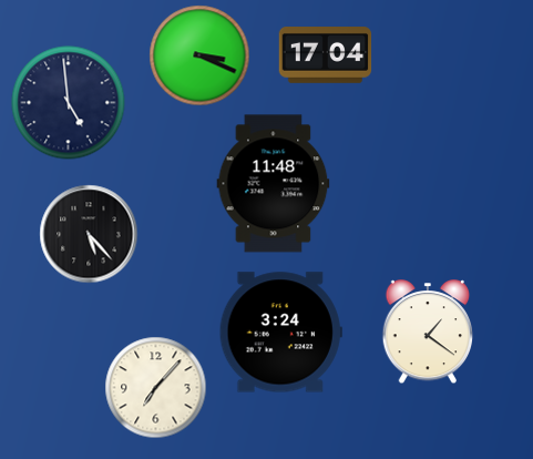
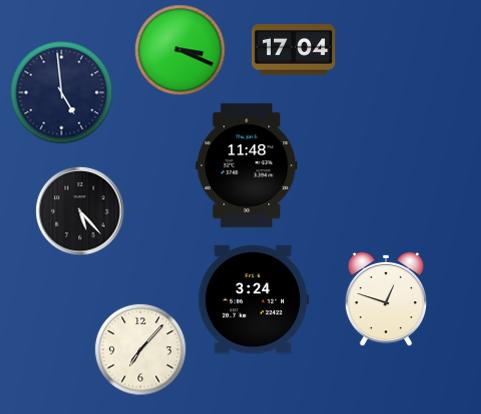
clock at (428, 333): 1:21 -> 12:48
